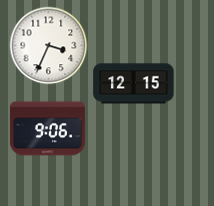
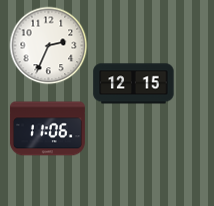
clock at (49, 46): 3:34 -> 2:34
clock at (47, 129): 9:06 -> 11:06
